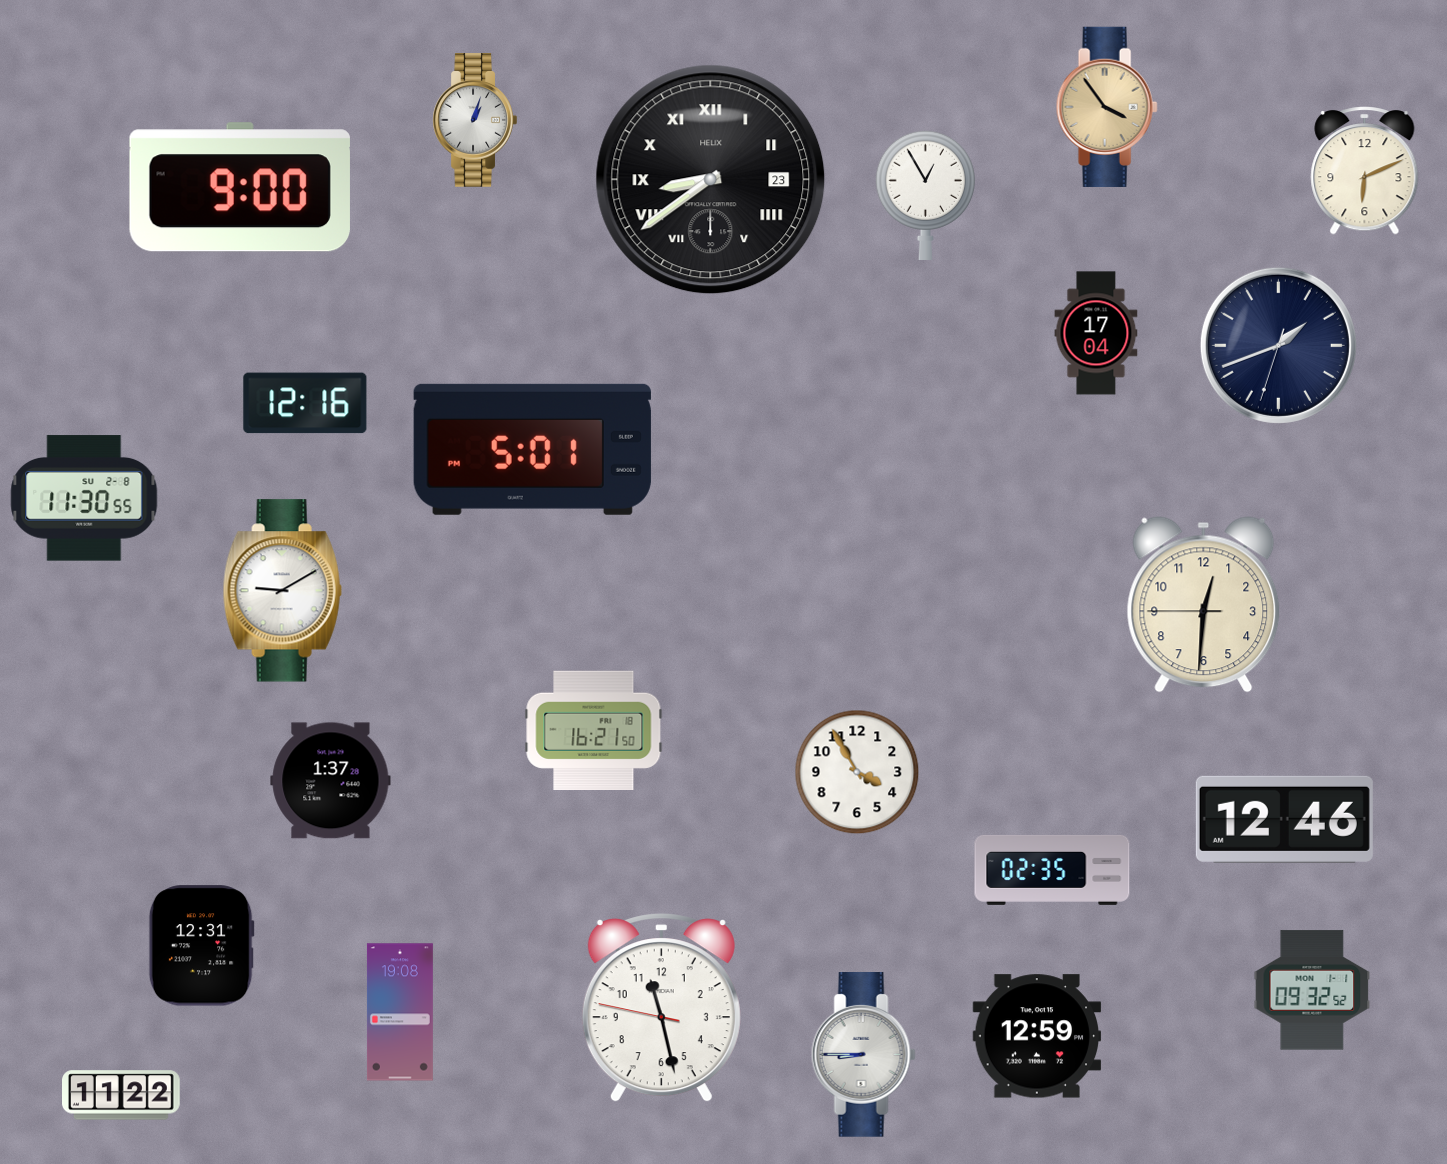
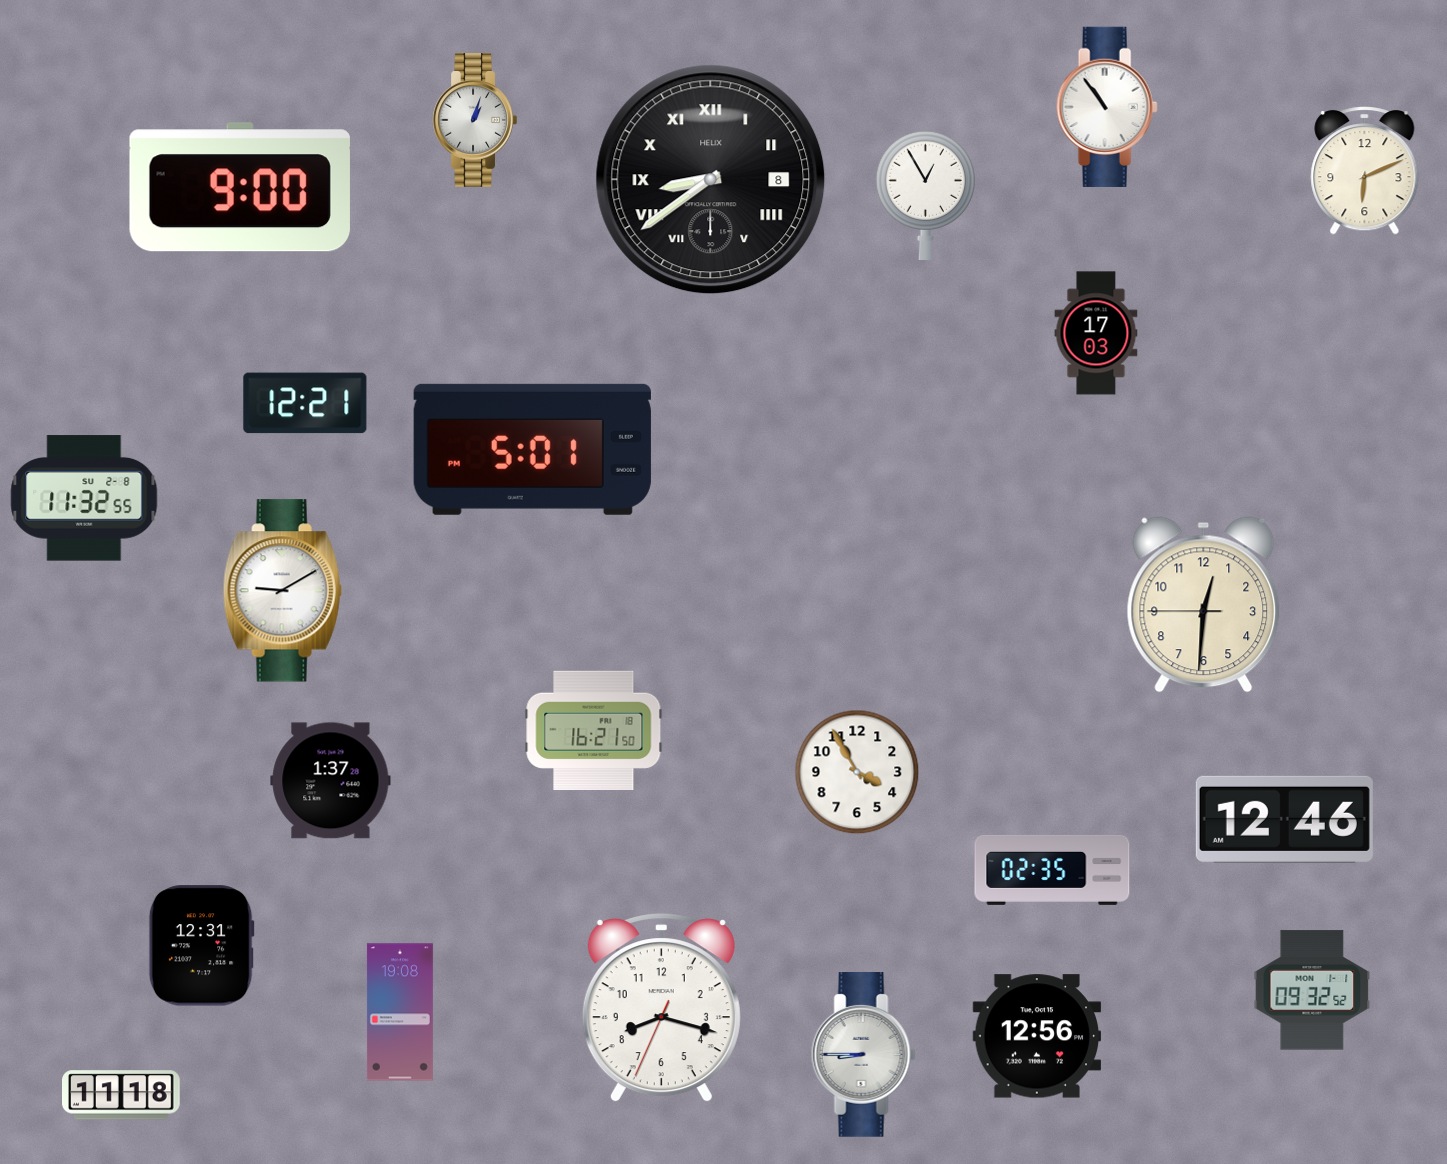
clock at (1107, 107): 3:54 -> 10:54
clock at (1107, 107) dial: champagne -> white
clock at (711, 180) date: 23 -> 8
clock at (1096, 333): 17:04 -> 17:03
clock at (1278, 345): 1:41 -> none
clock at (305, 403): 12:16 -> 12:21
clock at (84, 498): 11:30 -> 11:32
clock at (661, 1008): 11:27 -> 8:17
clock at (1037, 1036): 12:59 -> 12:56
clock at (122, 1095): 11:22 -> 11:18
